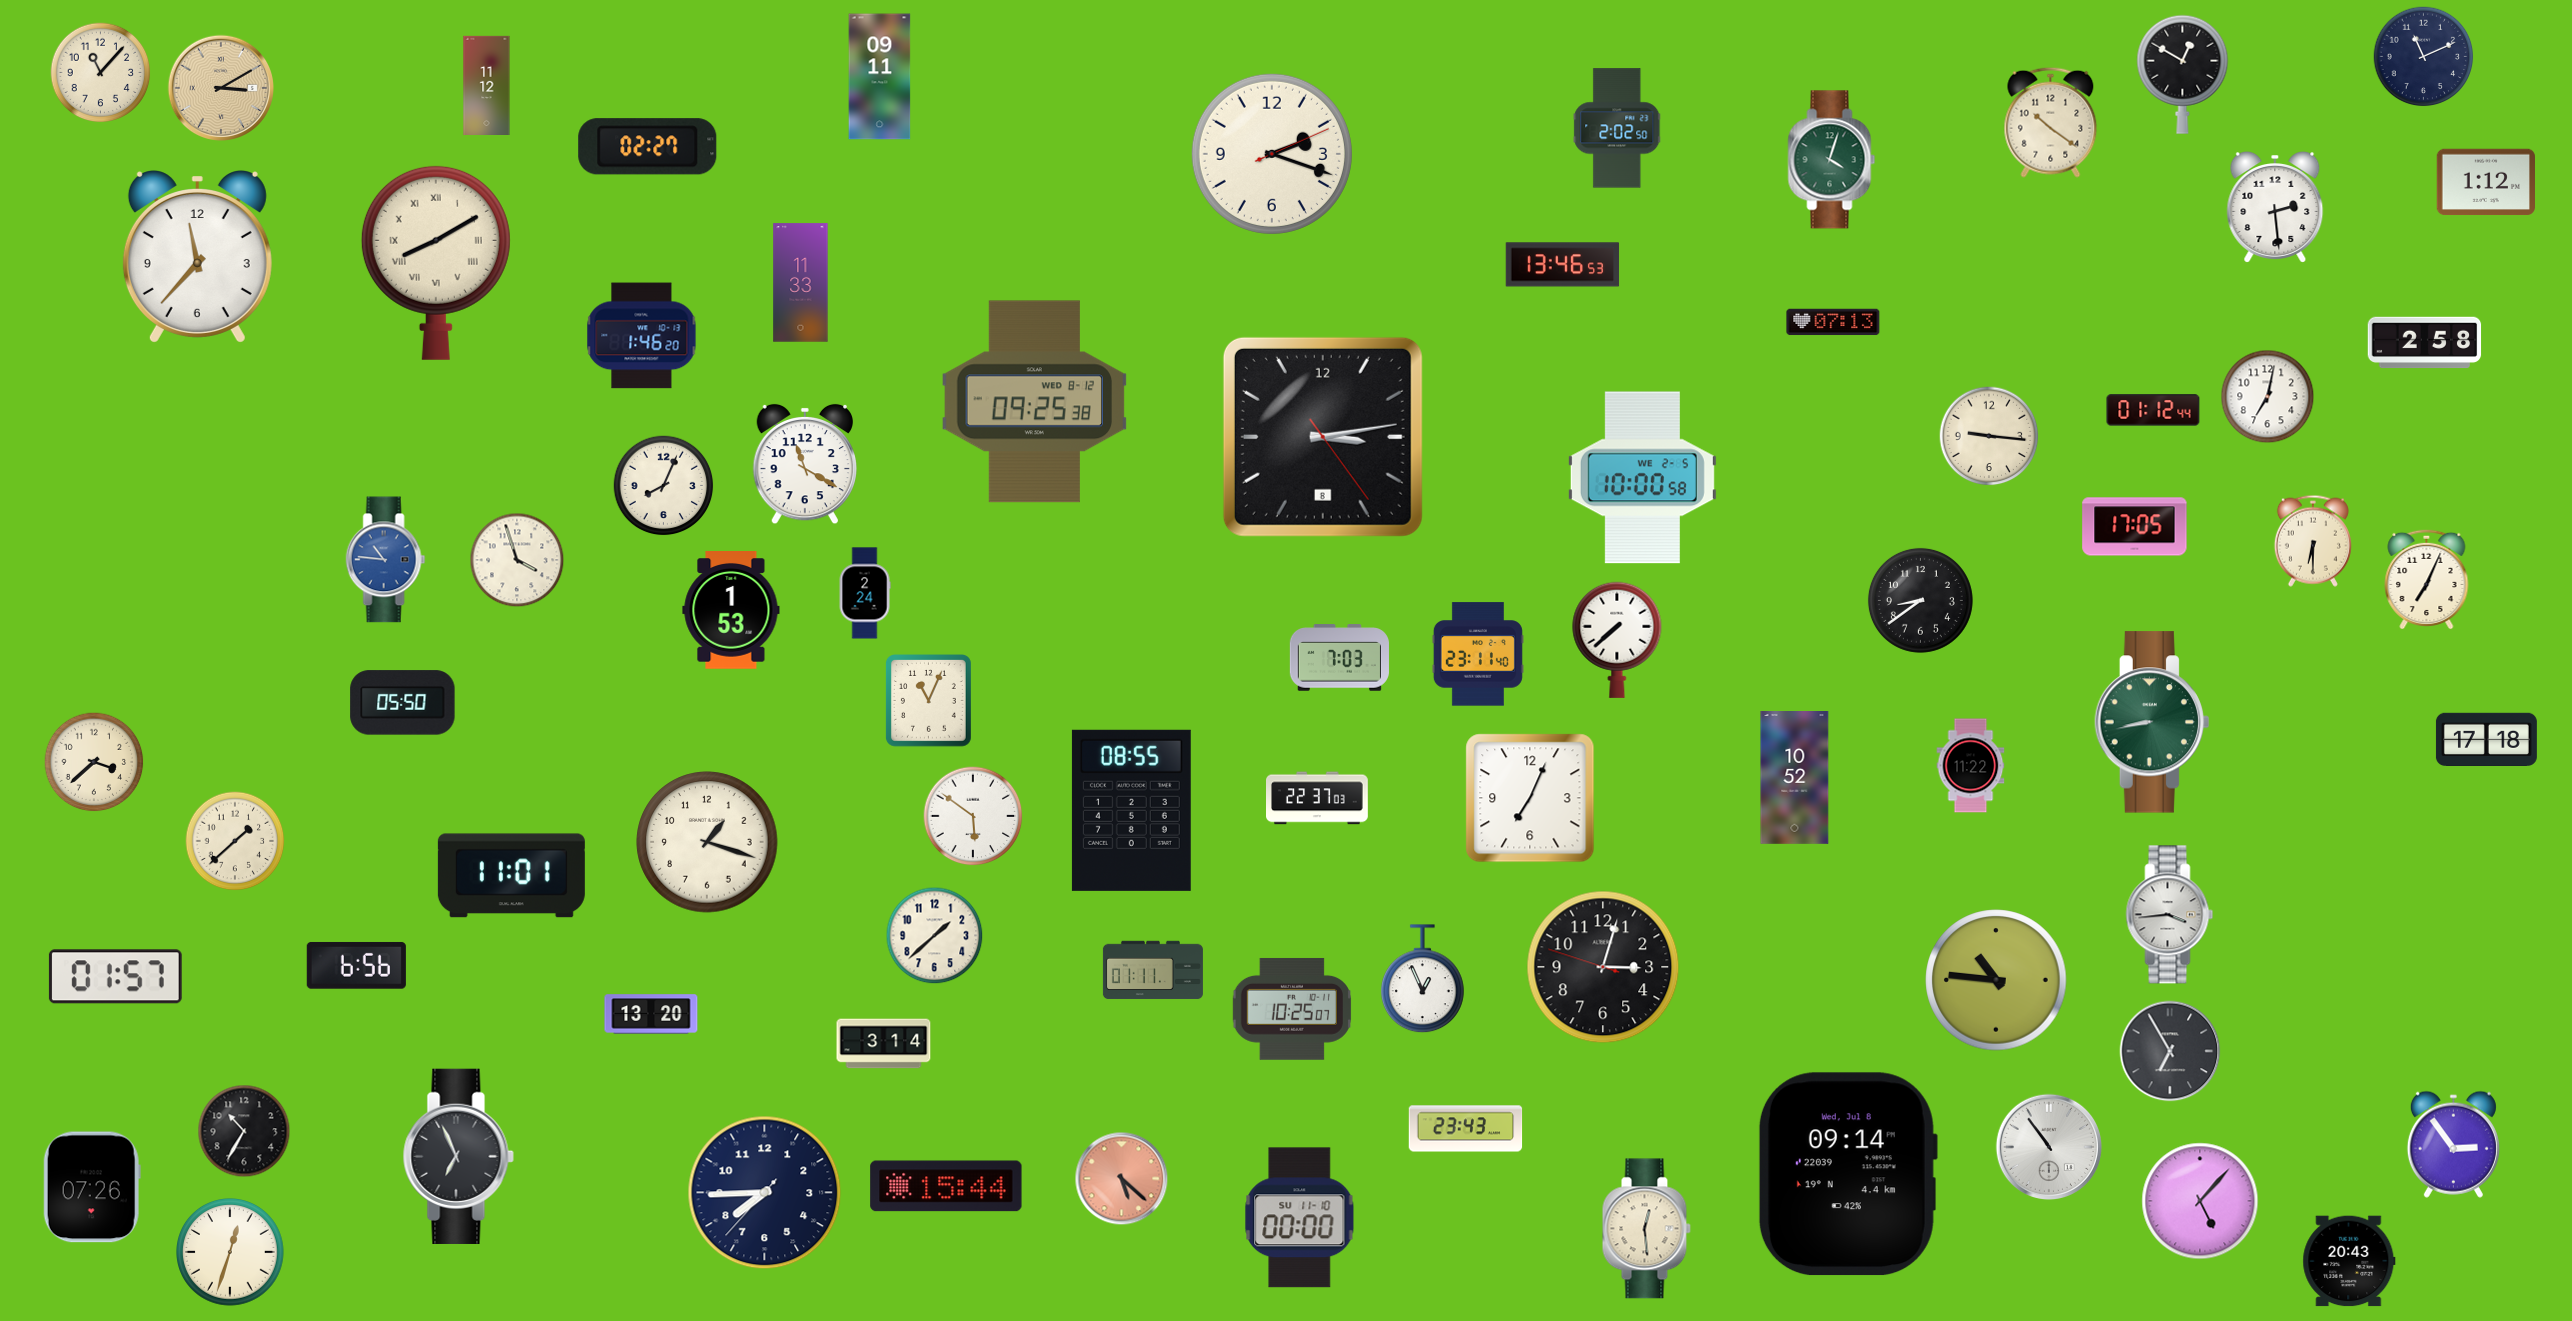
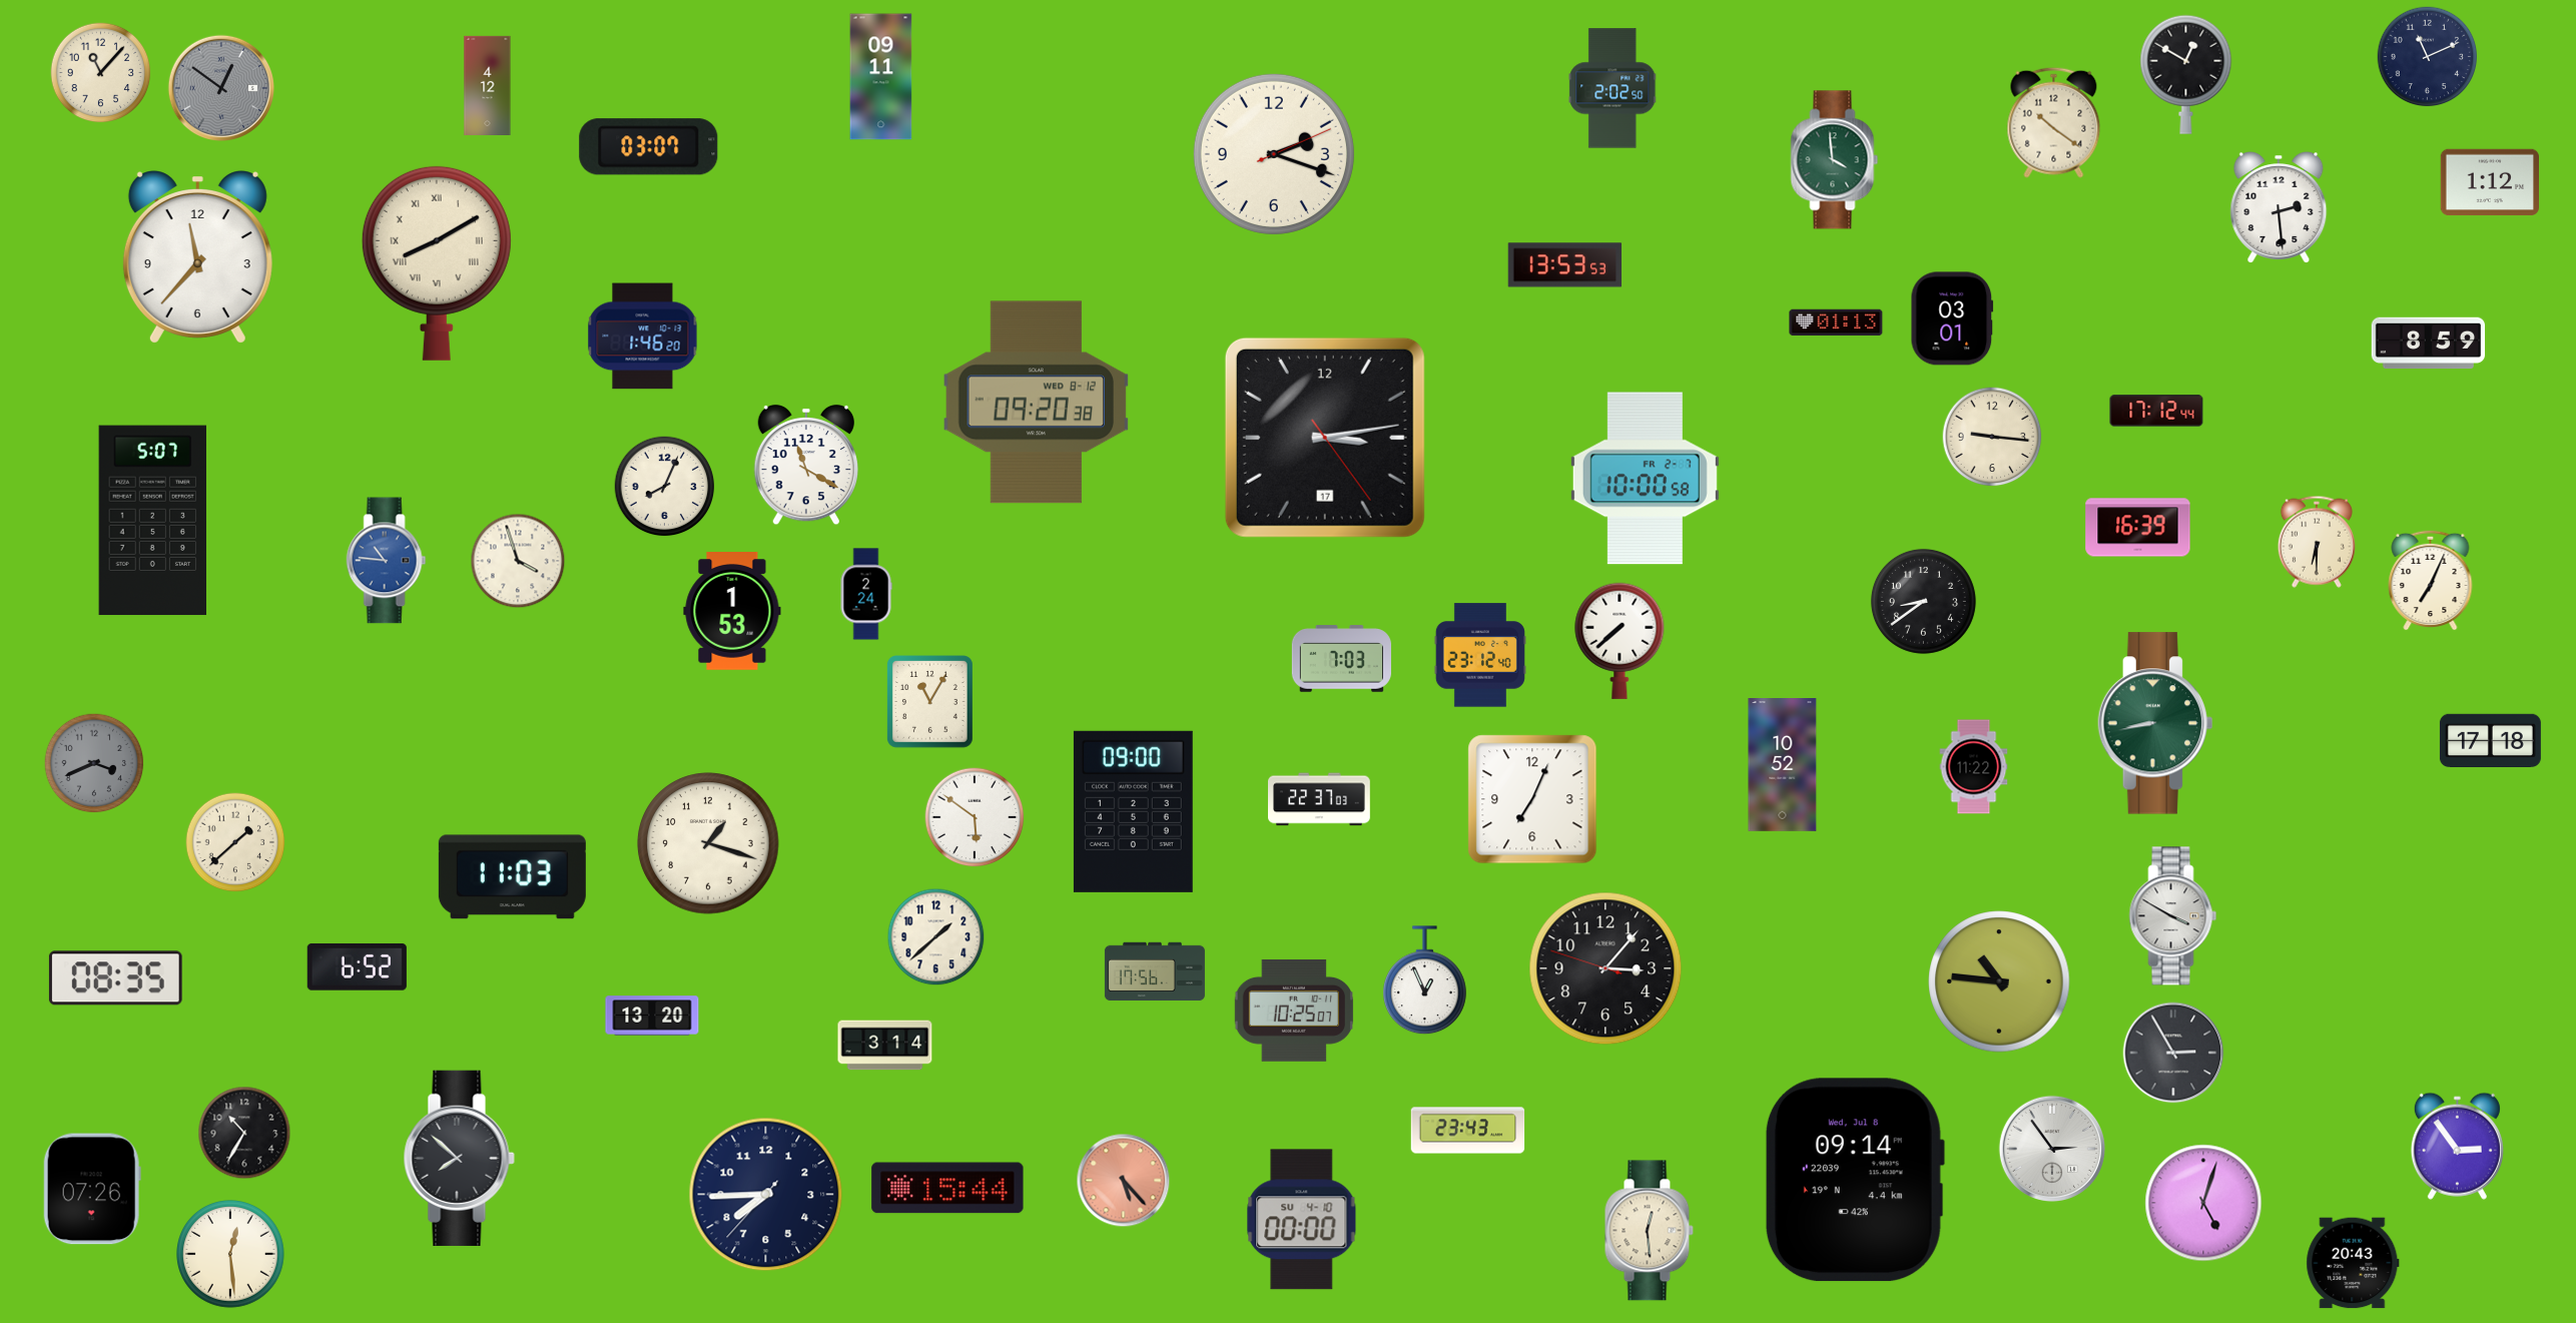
clock at (487, 85): 11:12 -> 4:12
clock at (220, 87): 3:10 -> 12:51
clock at (220, 87) dial: champagne -> grey
clock at (1617, 128) position: (1617, 128) -> (1613, 88)
clock at (648, 147): 02:27 -> 03:07
clock at (1832, 160): 4:03 -> 3:59
clock at (1563, 265): 13:46 -> 13:53
clock at (801, 283): 11:33 -> none
clock at (1952, 318): none -> 03:01
clock at (1833, 322): 07:13 -> 01:13
clock at (2425, 343): 2:58 -> 8:59
clock at (2268, 397): 7:02 -> none
clock at (1035, 402): 09:25 -> 09:20
clock at (2153, 410): 01:12 -> 17:12
clock at (1323, 437) date: 8 -> 17
clock at (1642, 478) date: WE 2-5 -> FR 2-7
clock at (152, 521): none -> 5:07
clock at (2135, 527): 17:05 -> 16:39
clock at (1478, 654): 23:11 -> 23:12
clock at (929, 701): 11:04 -> 11:05
clock at (403, 703): 05:50 -> none
clock at (94, 762): 3:38 -> 3:41
clock at (94, 762) dial: cream -> grey
clock at (1795, 778) position: (1795, 778) -> (1783, 765)
clock at (1131, 810): 08:55 -> 09:00
clock at (511, 876): 11:01 -> 11:03
clock at (2170, 915): 3:44 -> 3:50
clock at (356, 965): 6:56 -> 6:52
clock at (1603, 967): 3:02 -> 3:06
clock at (1153, 970): 01:11 -> 17:56
clock at (115, 977): 01:57 -> 08:35
clock at (2170, 1051): 6:55 -> 2:55
clock at (2048, 1146): 10:54 -> 2:54
clock at (458, 1156): 6:56 -> 7:52
clock at (1847, 1174) position: (1847, 1174) -> (1854, 1180)
clock at (1122, 1179): 5:22 -> 5:23
clock at (2200, 1201): 5:07 -> 5:03
clock at (1300, 1218) date: SU 11-10 -> SU 4-10
clock at (231, 1253): 12:33 -> 12:29
